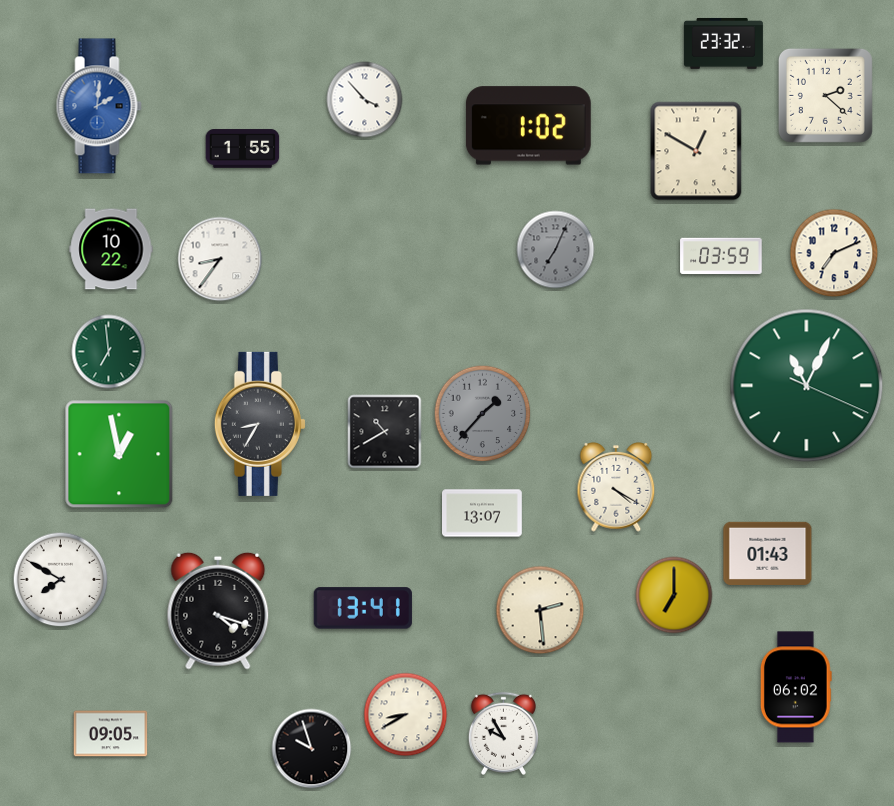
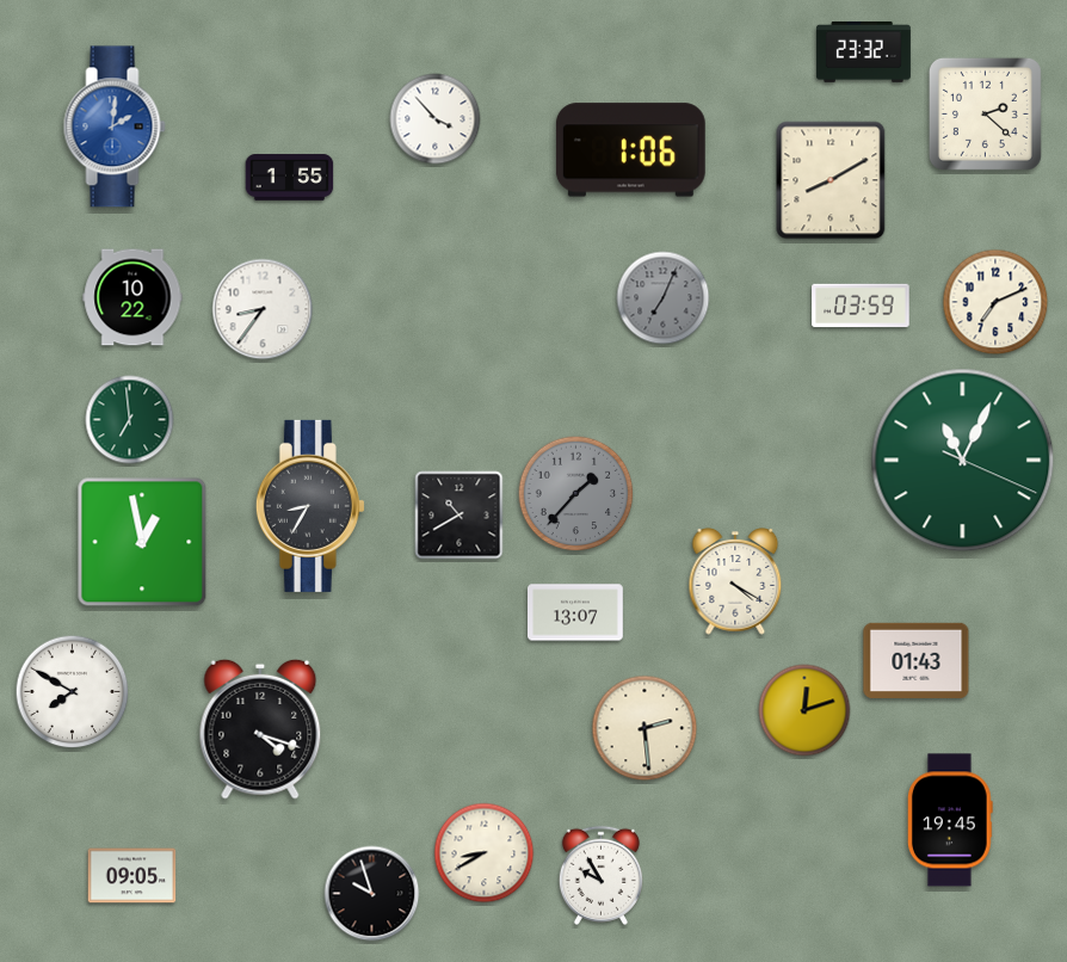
clock at (99, 106) position: (99, 106) -> (115, 127)
clock at (528, 126): 1:02 -> 1:06
clock at (696, 151): 12:50 -> 8:10
clock at (674, 595): 7:00 -> 12:12
clock at (363, 608): 13:41 -> none
clock at (796, 687): 06:02 -> 19:45
